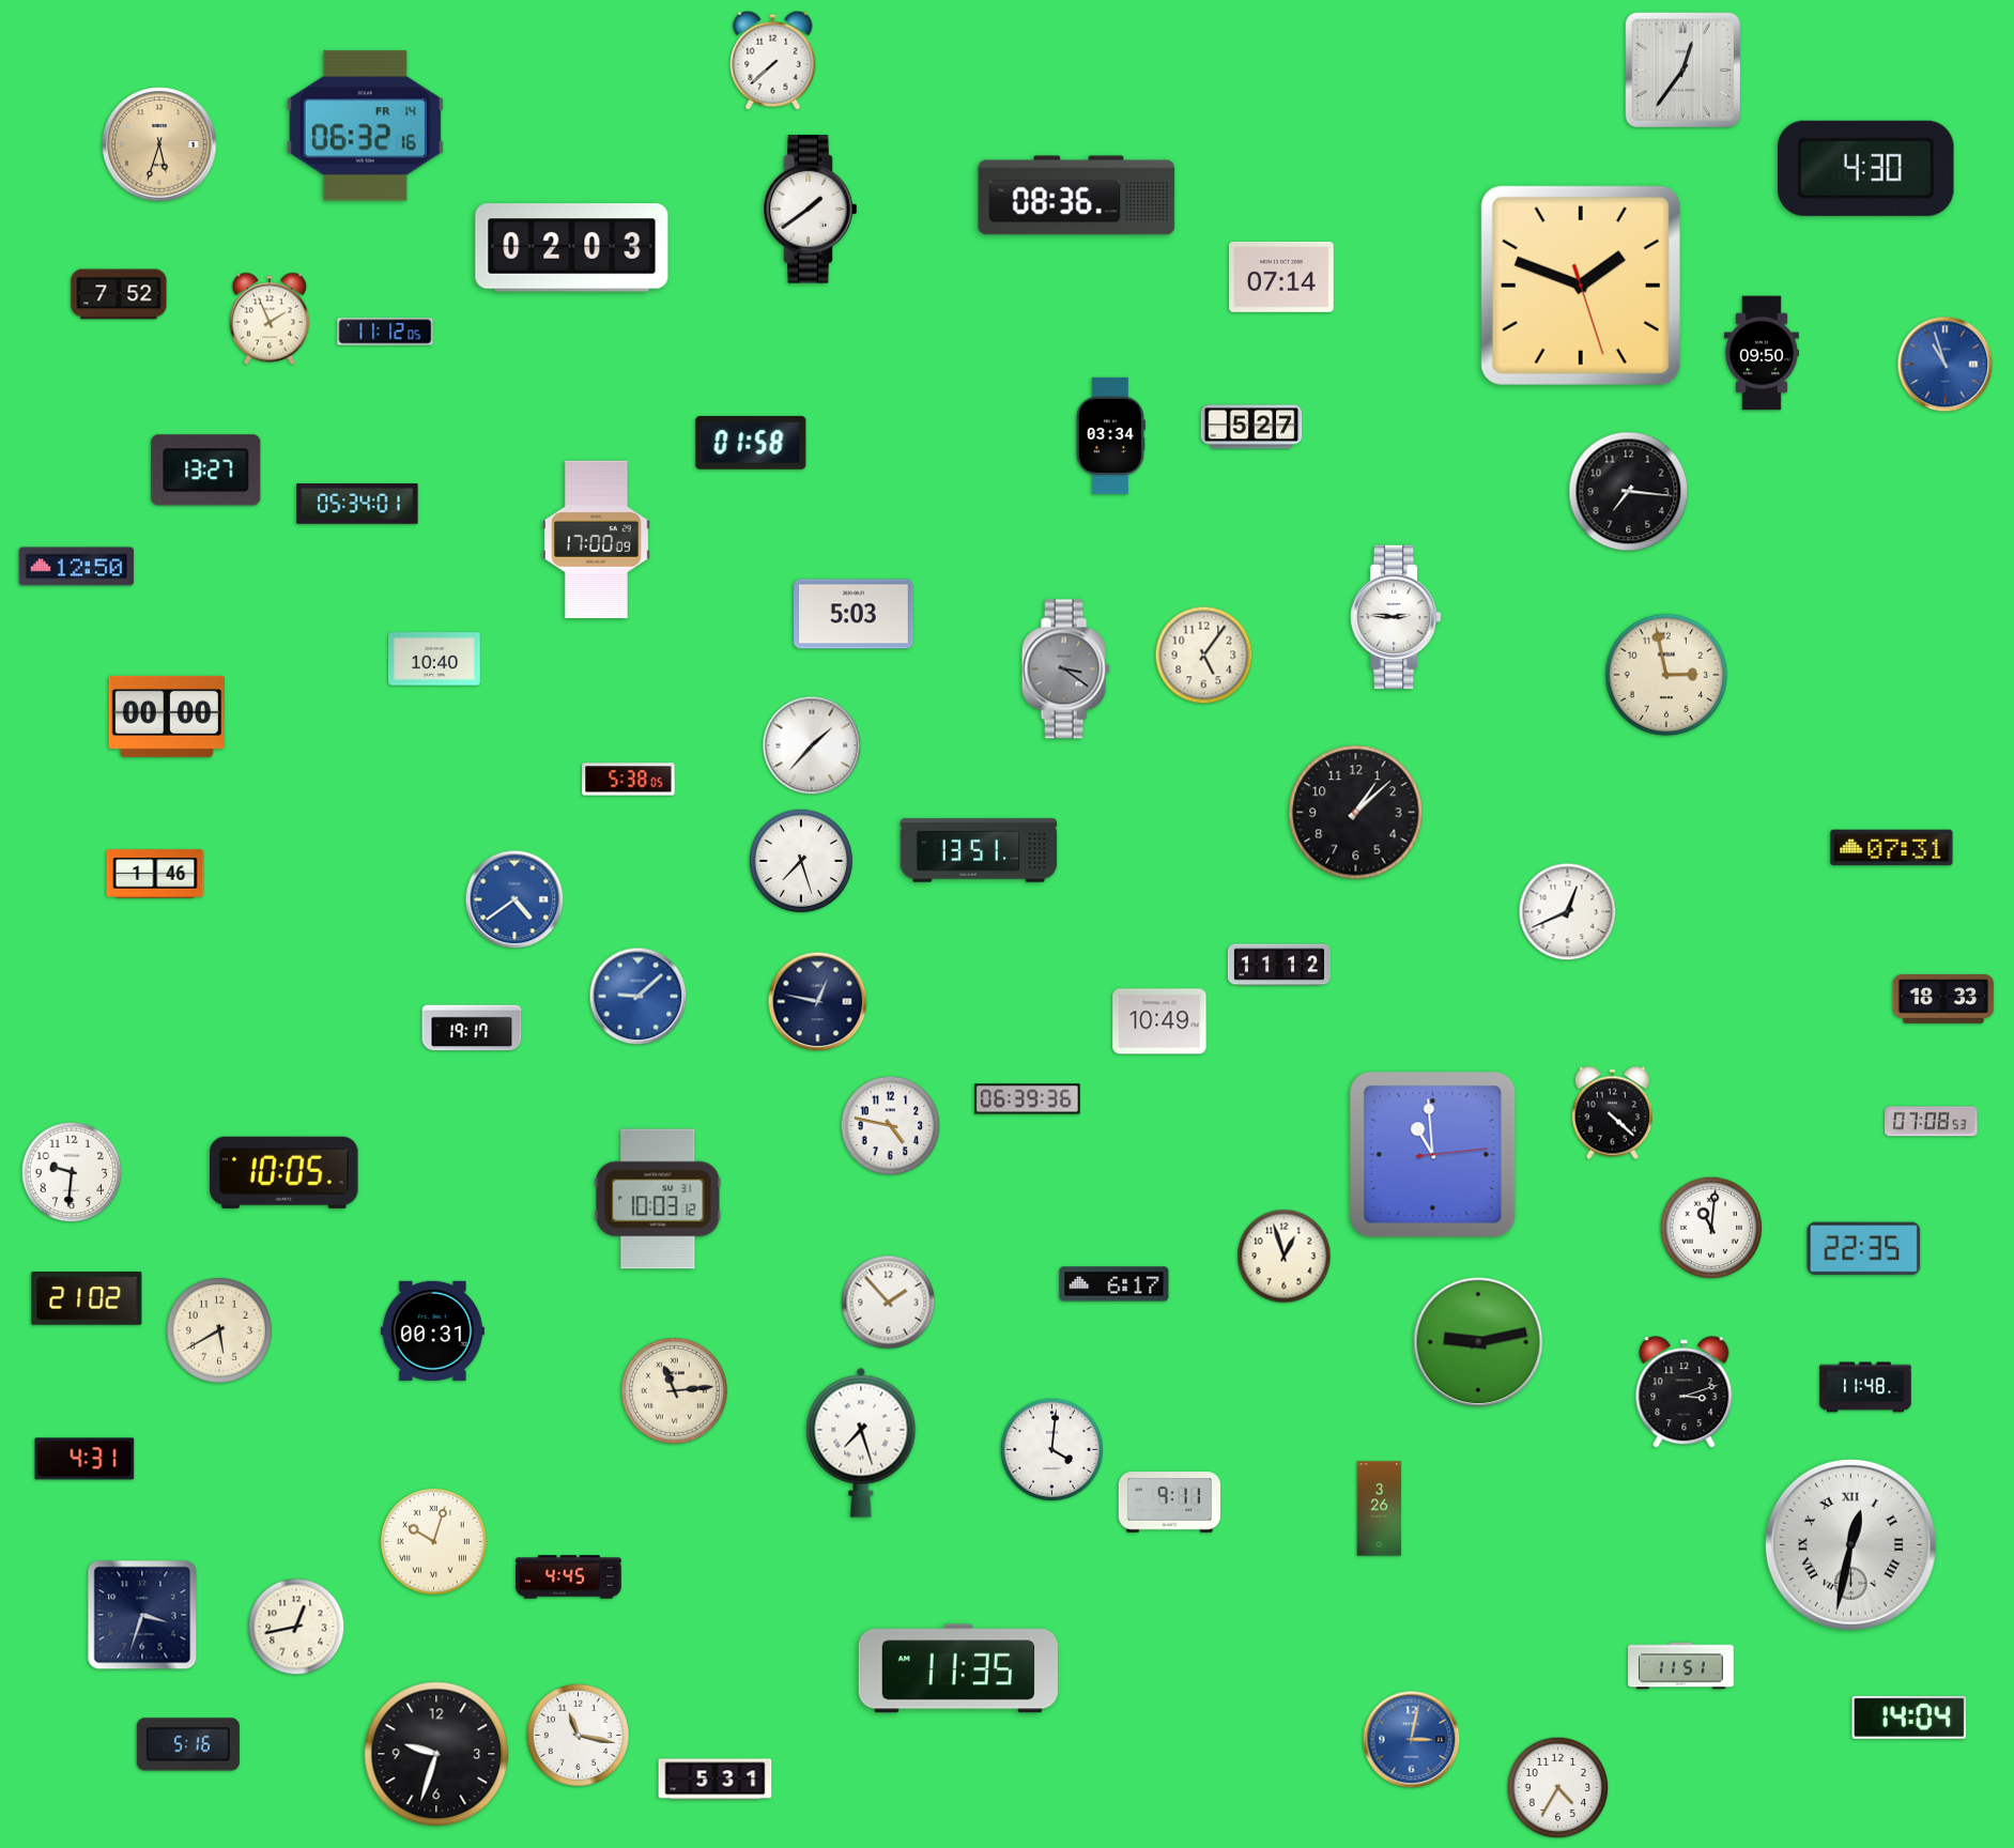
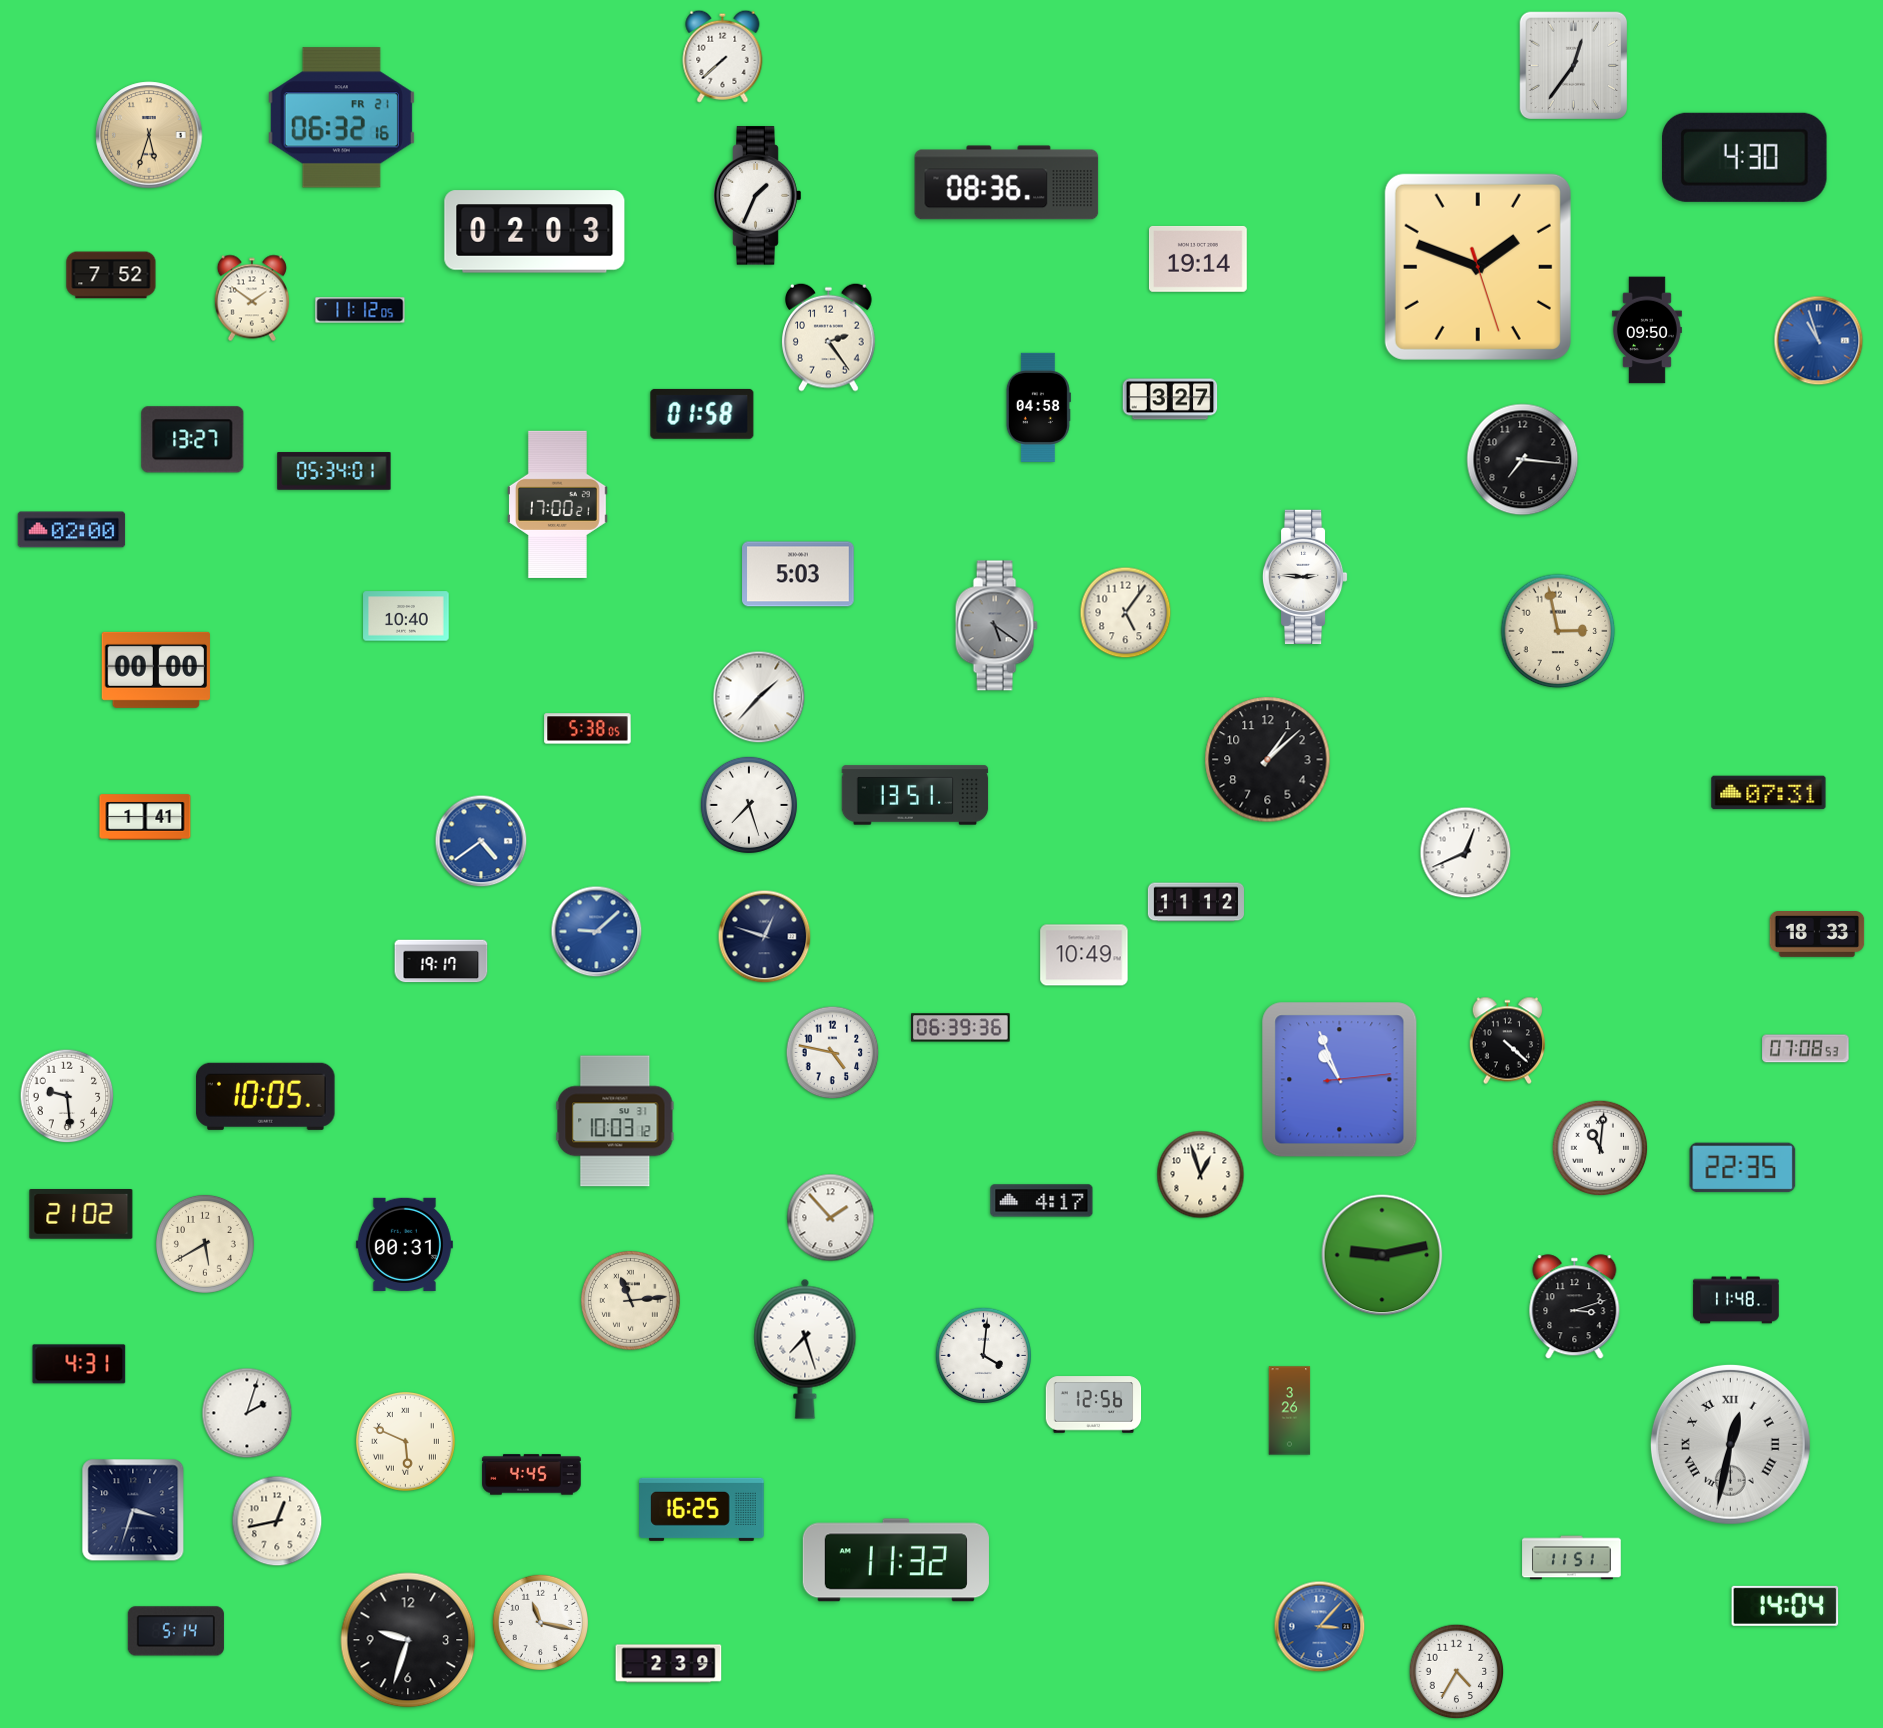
clock at (365, 126) date: FR 14 -> FR 21
clock at (811, 210): 1:39 -> 1:34
clock at (1281, 277): 07:14 -> 19:14
clock at (270, 319): 1:56 -> 1:51
clock at (829, 337): none -> 2:24
clock at (1251, 427): 5:27 -> 3:27
clock at (1110, 435): 03:34 -> 04:58
clock at (596, 539): 17:00:09 -> 17:00:21
clock at (77, 567): 12:50 -> 02:00
clock at (1065, 669): 3:21 -> 5:21
clock at (155, 874): 1:46 -> 1:41
clock at (818, 1002): 12:47 -> 12:48
clock at (1433, 1155): 10:59 -> 10:56
clock at (72, 1172): 9:31 -> 9:29
clock at (1114, 1284): 6:17 -> 4:17
clock at (1865, 1387) position: (1865, 1387) -> (1736, 1300)
clock at (1685, 1392) position: (1685, 1392) -> (1575, 1307)
clock at (1170, 1503): 9:11 -> 12:56
clock at (247, 1413): none -> 2:03
clock at (433, 1541): 10:03 -> 5:49
clock at (702, 1509): none -> 16:25
clock at (958, 1668): 11:35 -> 11:32
clock at (1412, 1740): 3:02 -> 3:07
clock at (188, 1744): 5:16 -> 5:14
clock at (716, 1780): 5:31 -> 2:39
